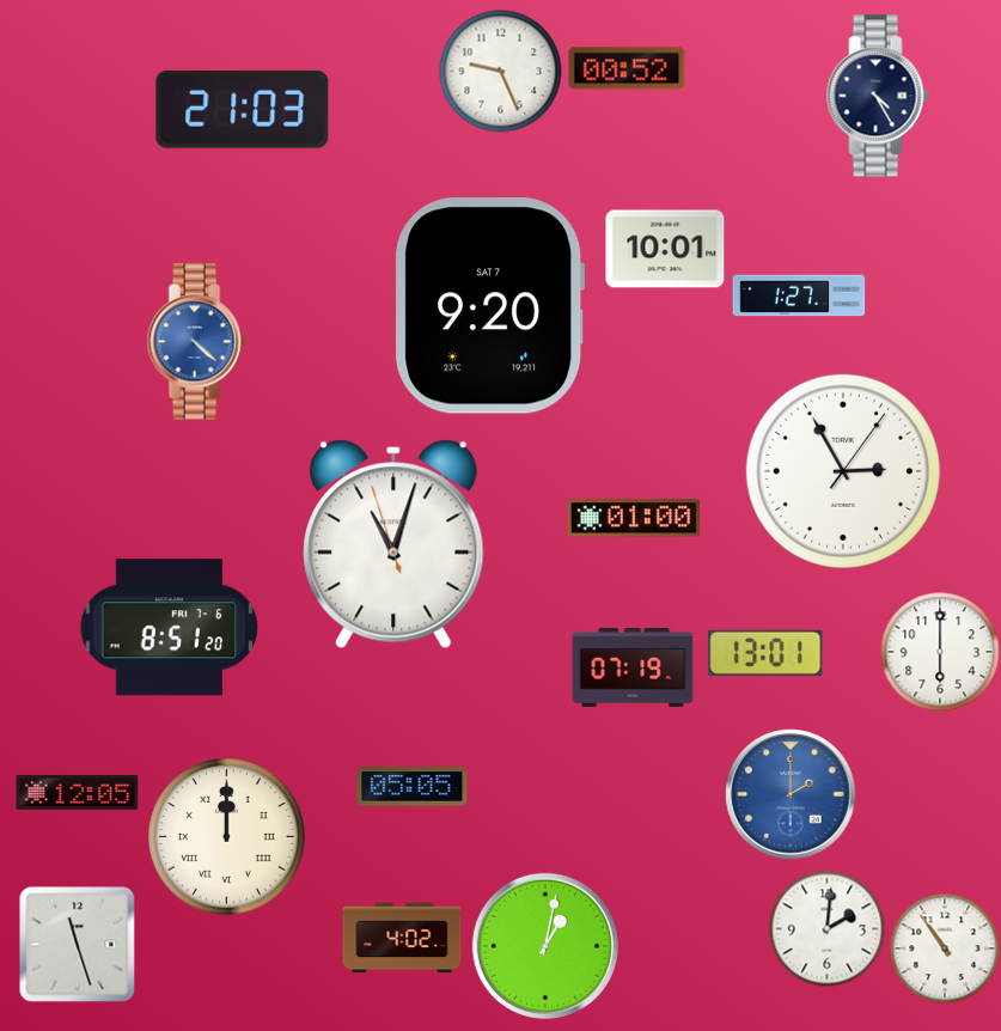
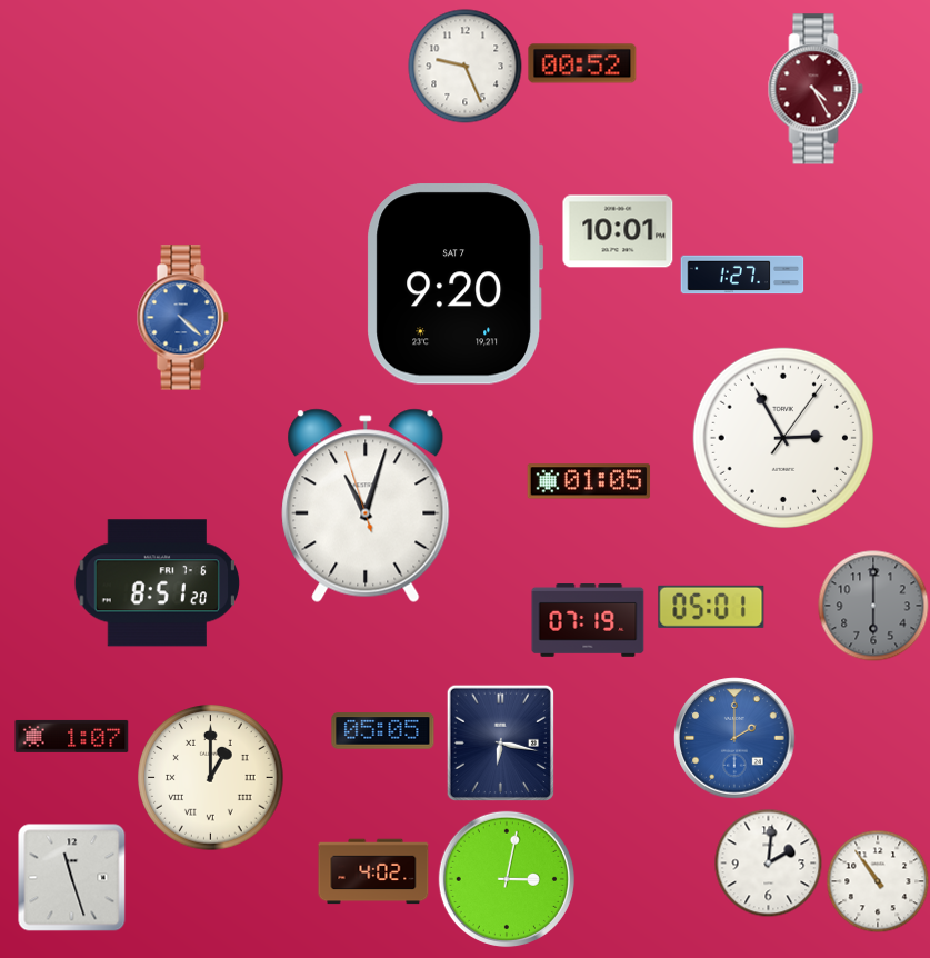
clock at (878, 96) dial: navy -> burgundy
clock at (243, 110): 21:03 -> none
clock at (634, 518): 01:00 -> 01:05
clock at (940, 652) dial: white -> grey
clock at (765, 653): 13:01 -> 05:01
clock at (78, 792): 12:05 -> 1:07
clock at (500, 742): none -> 6:17
clock at (227, 837): 12:00 -> 1:00
clock at (545, 946): 1:02 -> 3:02
